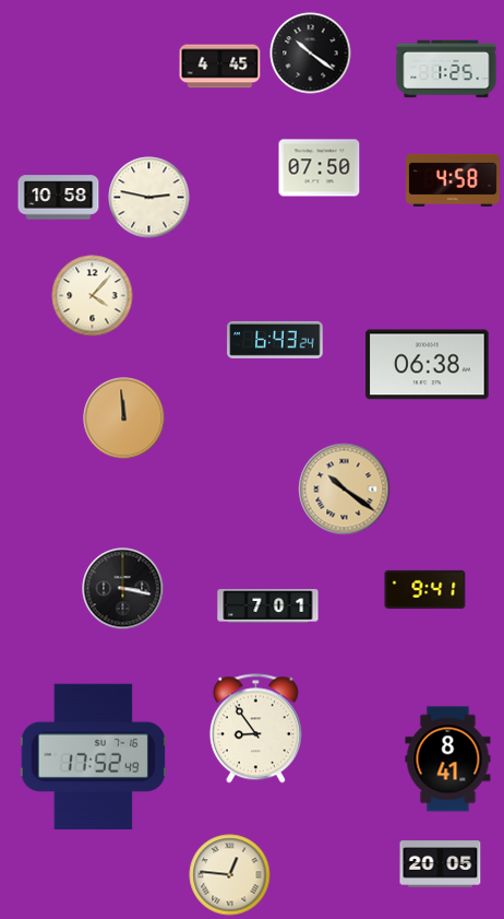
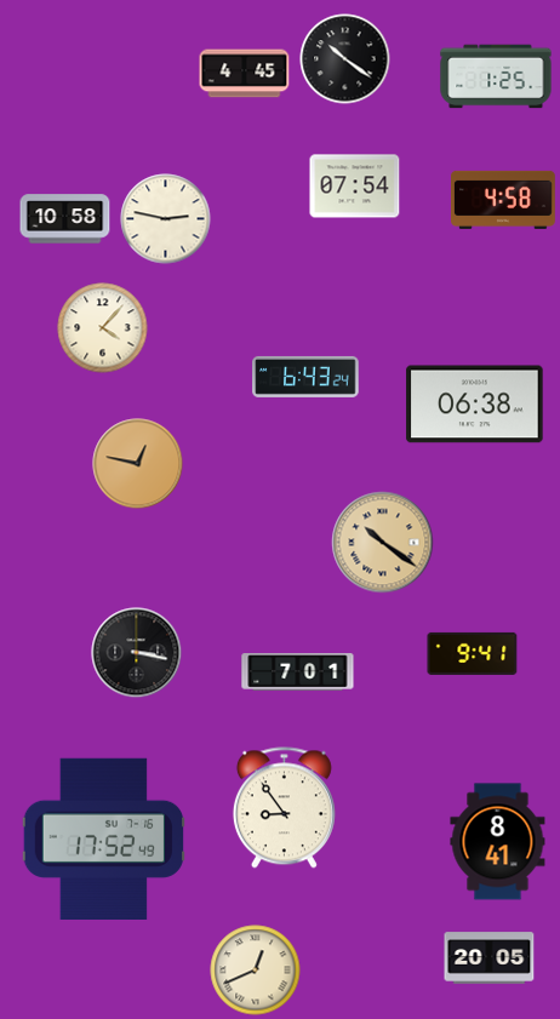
clock at (320, 168): 07:50 -> 07:54
clock at (124, 419): 11:59 -> 12:47
clock at (230, 875): 12:46 -> 12:41
